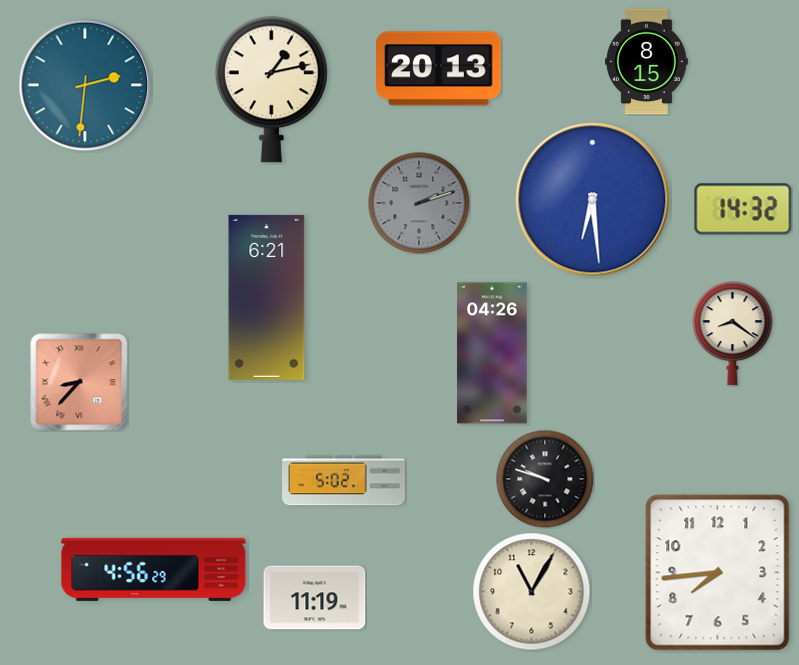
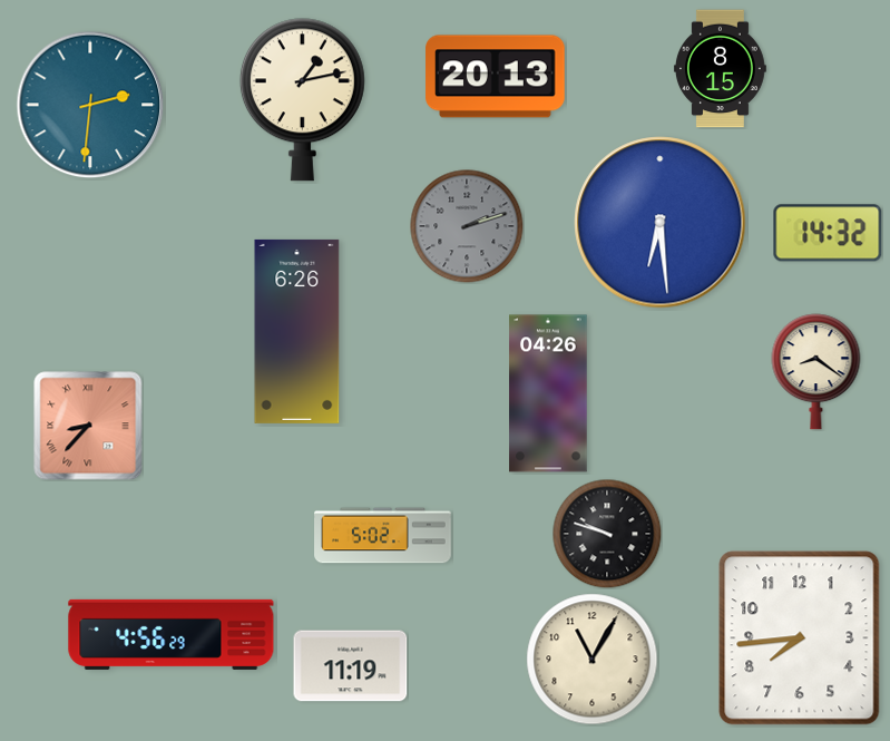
clock at (439, 69) position: (439, 69) -> (496, 77)
clock at (85, 85) position: (85, 85) -> (90, 105)
clock at (267, 297): 6:21 -> 6:26
